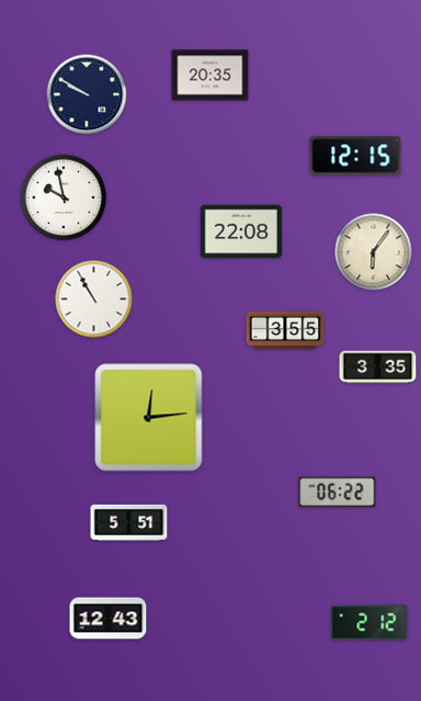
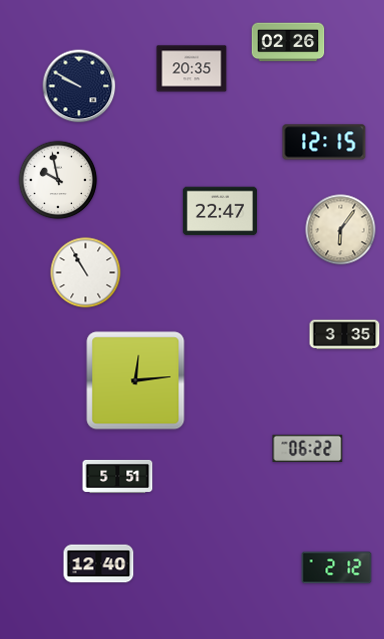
clock at (288, 42): none -> 02:26
clock at (241, 231): 22:08 -> 22:47
clock at (285, 330): 3:55 -> none
clock at (109, 619): 12:43 -> 12:40
